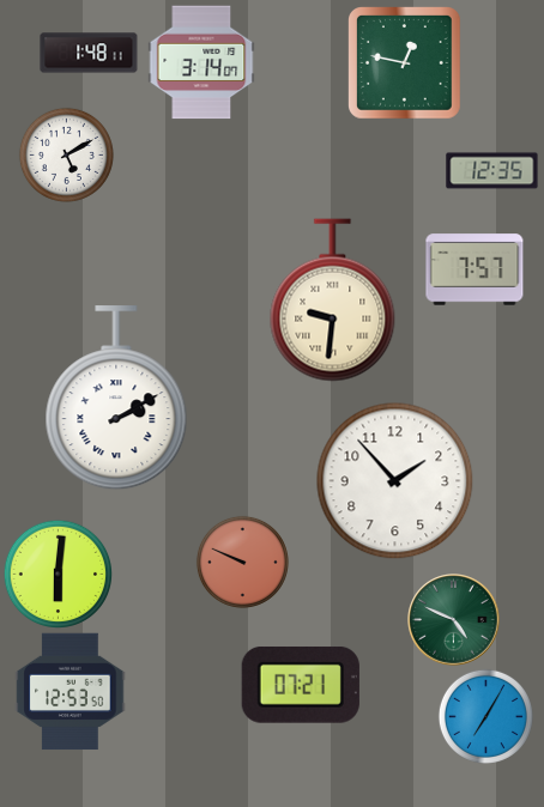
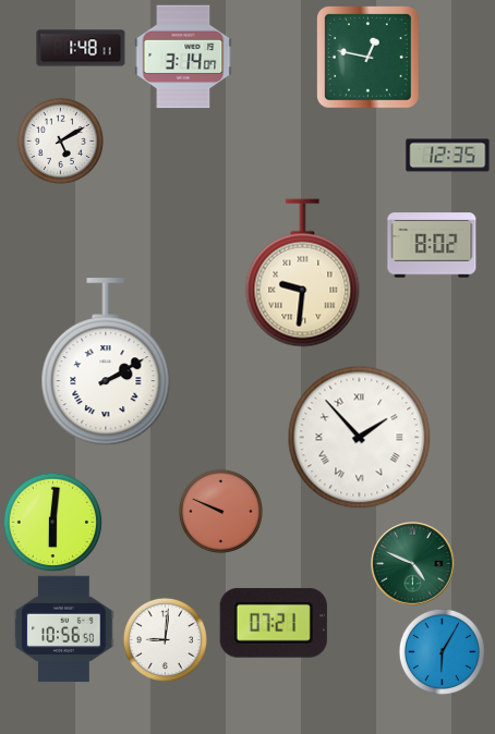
clock at (475, 269): 7:57 -> 8:02
clock at (395, 481) numerals: Arabic -> Roman
clock at (71, 692): 12:53 -> 10:56
clock at (165, 639): none -> 9:01
clock at (485, 716): 7:05 -> 6:05
